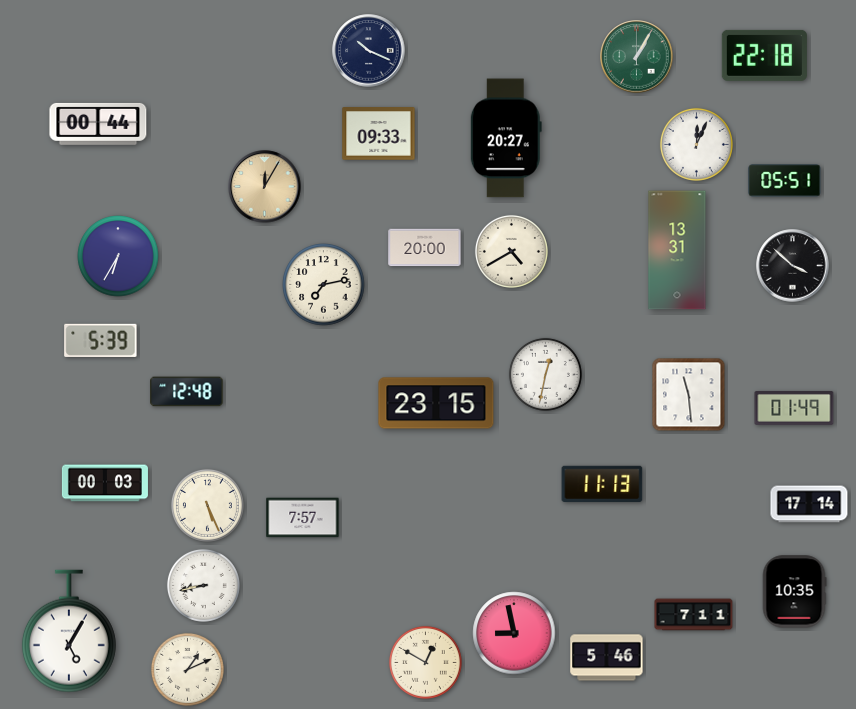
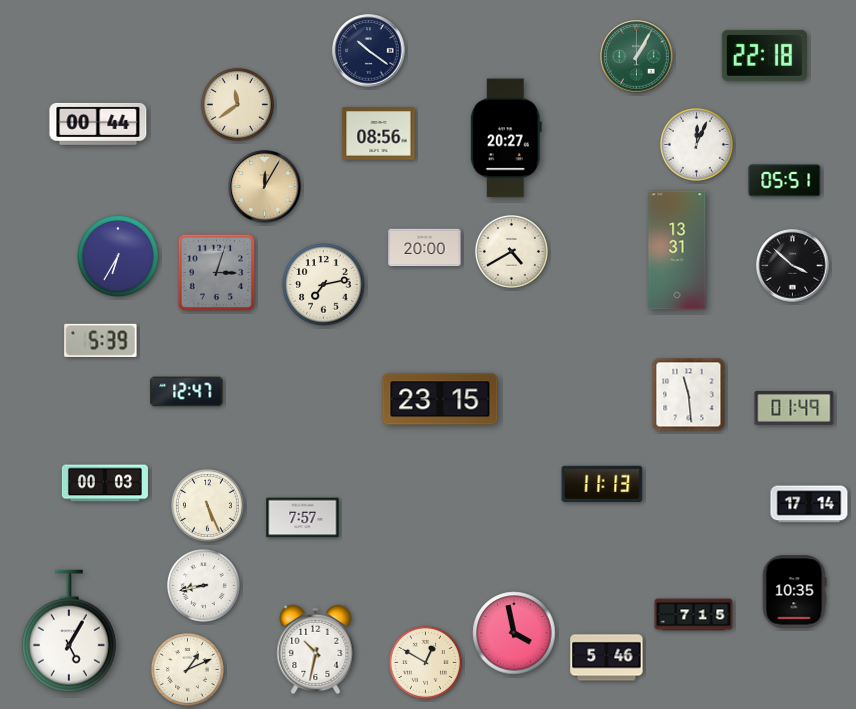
clock at (369, 51): 10:19 -> 10:21
clock at (237, 104): none -> 11:39
clock at (379, 134): 09:33 -> 08:56
clock at (217, 273): none -> 3:03
clock at (545, 374): 12:32 -> none
clock at (187, 392): 12:48 -> 12:47
clock at (436, 403) position: (436, 403) -> (440, 399)
clock at (694, 615): 7:11 -> 7:15
clock at (514, 633): 8:58 -> 3:58
clock at (316, 649): none -> 10:32
